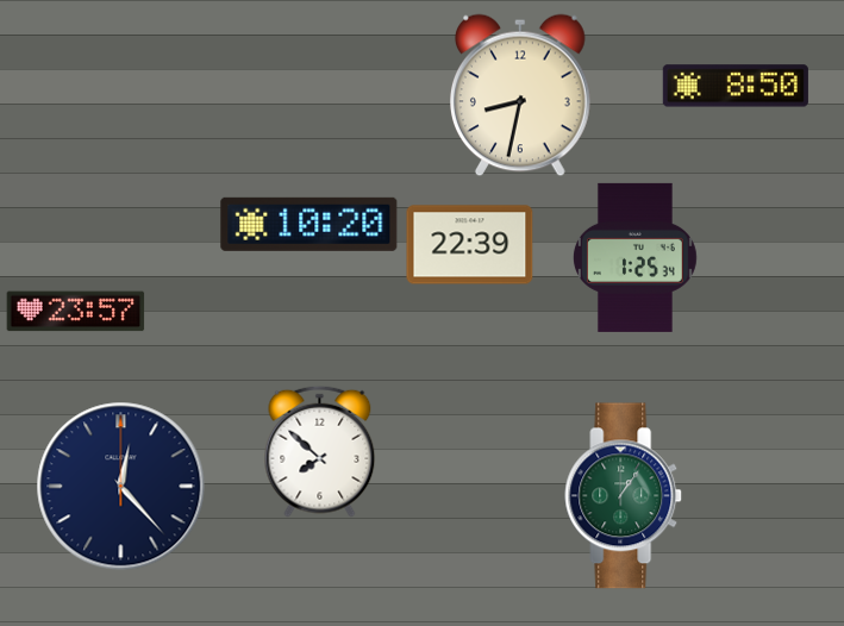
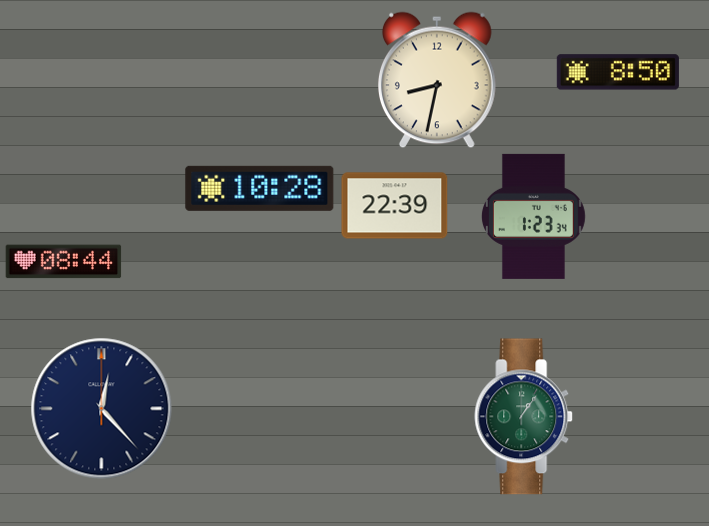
clock at (310, 224): 10:20 -> 10:28
clock at (634, 257): 1:25 -> 1:23
clock at (76, 312): 23:57 -> 08:44
clock at (320, 451): 7:52 -> none
